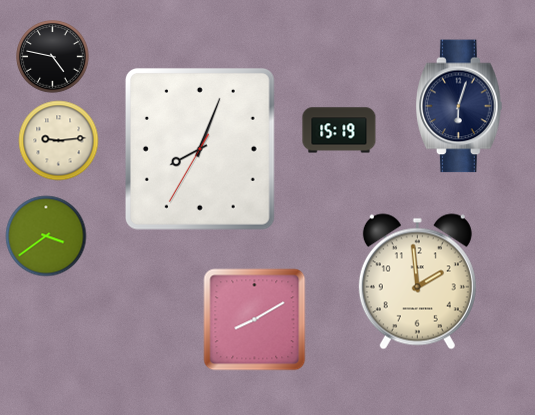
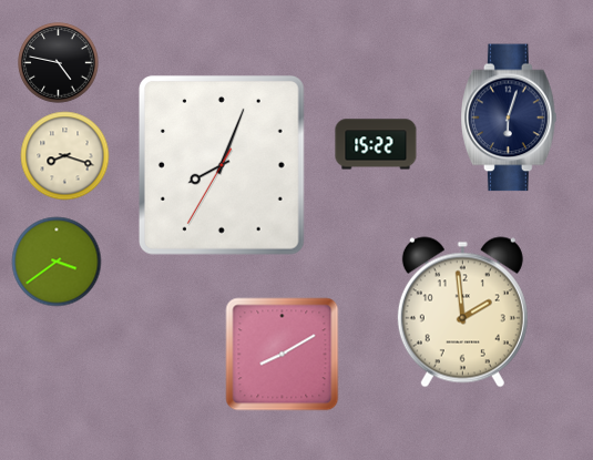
clock at (339, 130): 15:19 -> 15:22
clock at (59, 141): 9:14 -> 8:18
clock at (46, 236) position: (46, 236) -> (57, 262)
